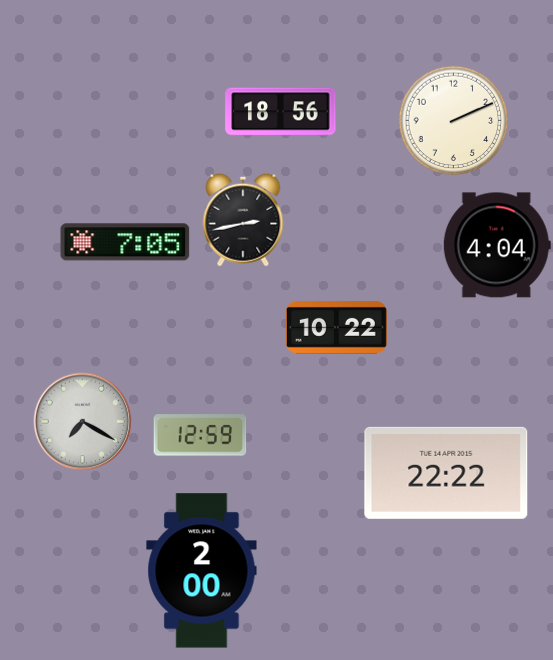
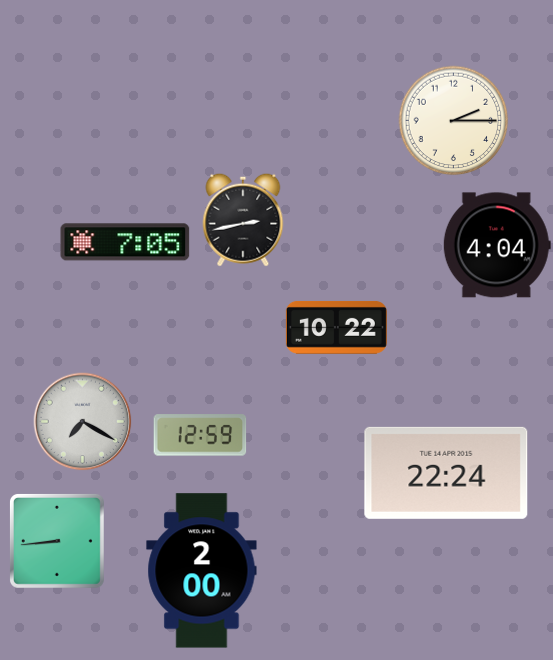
clock at (281, 112): 18:56 -> none
clock at (454, 121): 2:11 -> 2:15
clock at (446, 473): 22:22 -> 22:24
clock at (57, 541): none -> 8:44
